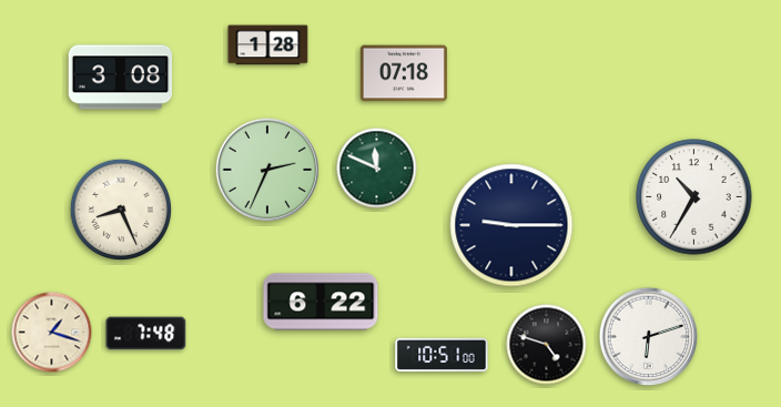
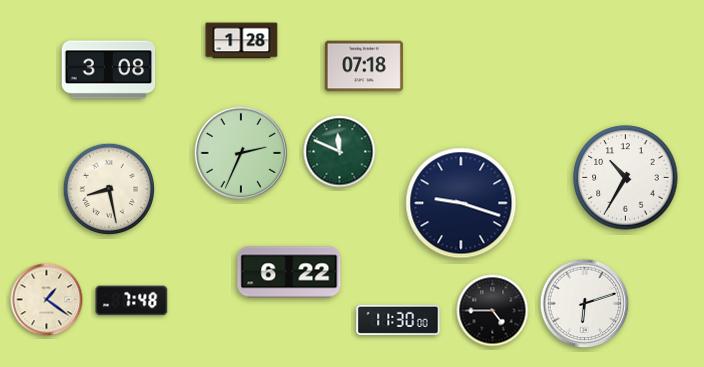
clock at (121, 210): 8:26 -> 8:28
clock at (511, 225): 9:15 -> 9:18
clock at (52, 333): 1:18 -> 1:21
clock at (547, 345): 4:48 -> 4:45
clock at (442, 355): 10:51 -> 11:30
